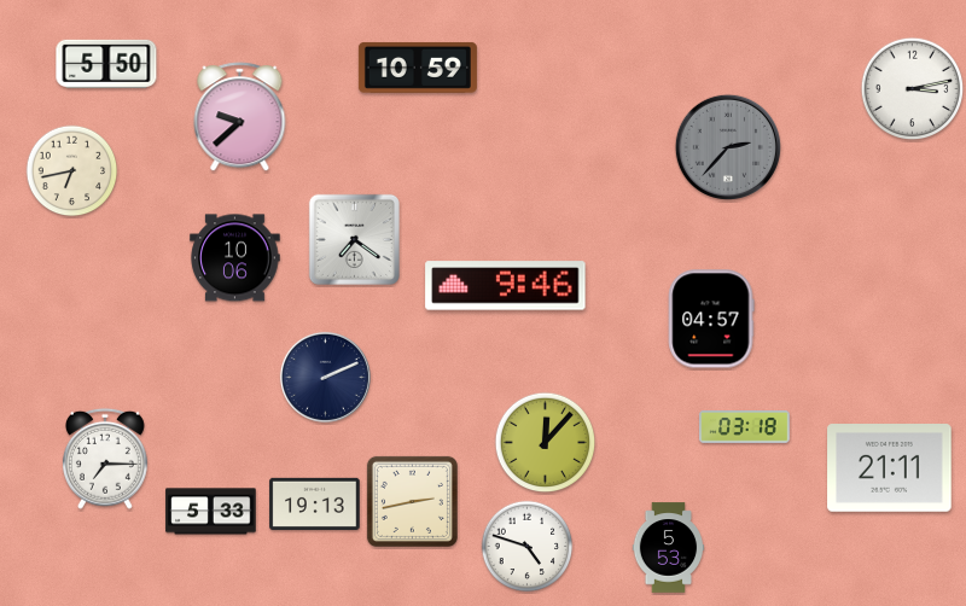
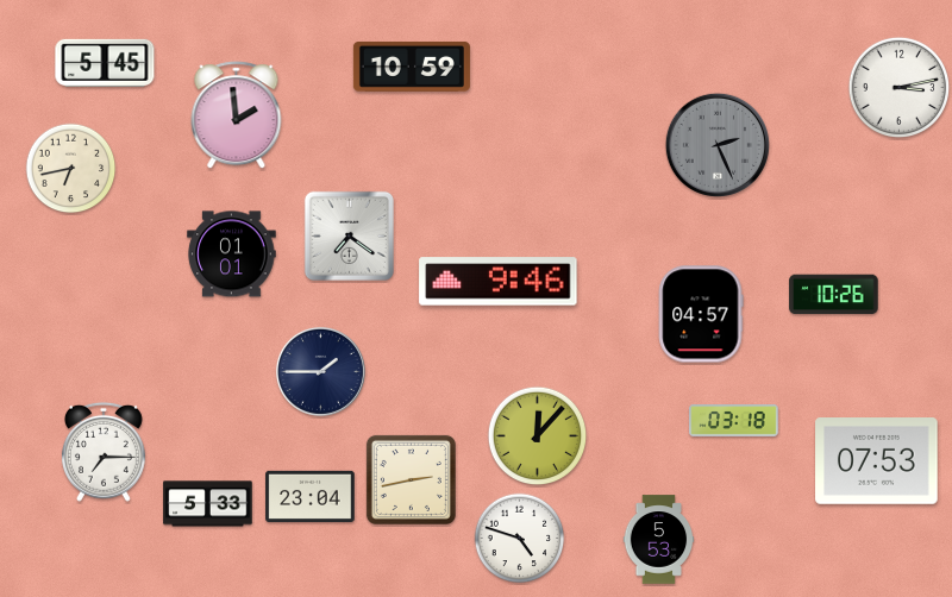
clock at (106, 64): 5:50 -> 5:45
clock at (240, 117): 9:38 -> 1:59
clock at (728, 147): 2:37 -> 2:26
clock at (235, 258): 10:06 -> 01:01
clock at (834, 295): none -> 10:26
clock at (325, 377): 2:11 -> 1:45
clock at (890, 468): 21:11 -> 07:53
clock at (412, 501) position: (412, 501) -> (411, 479)
clock at (315, 503): 19:13 -> 23:04
